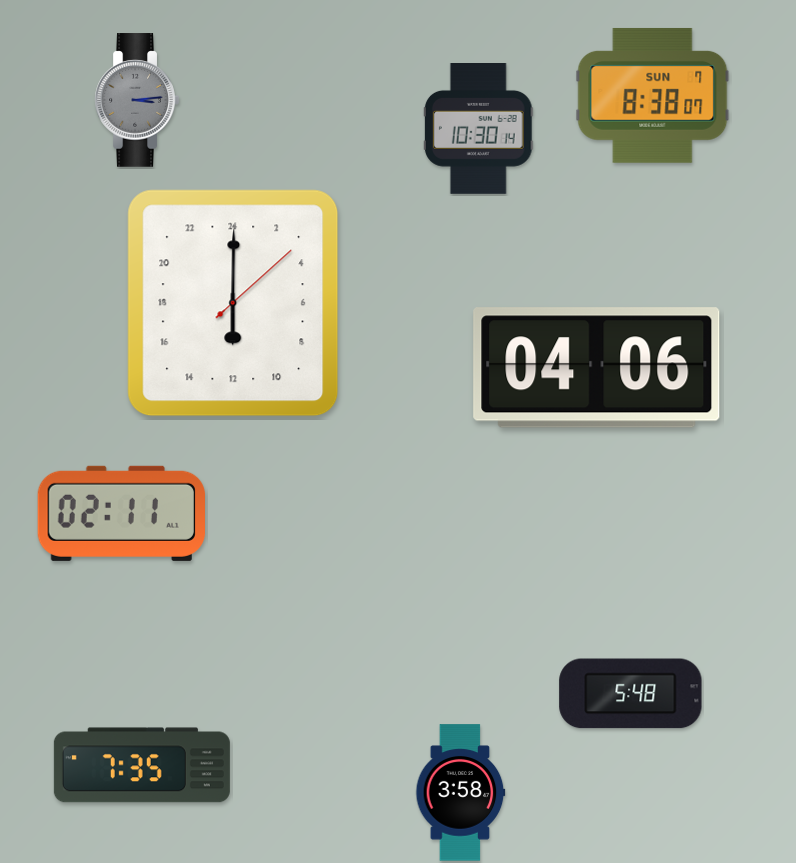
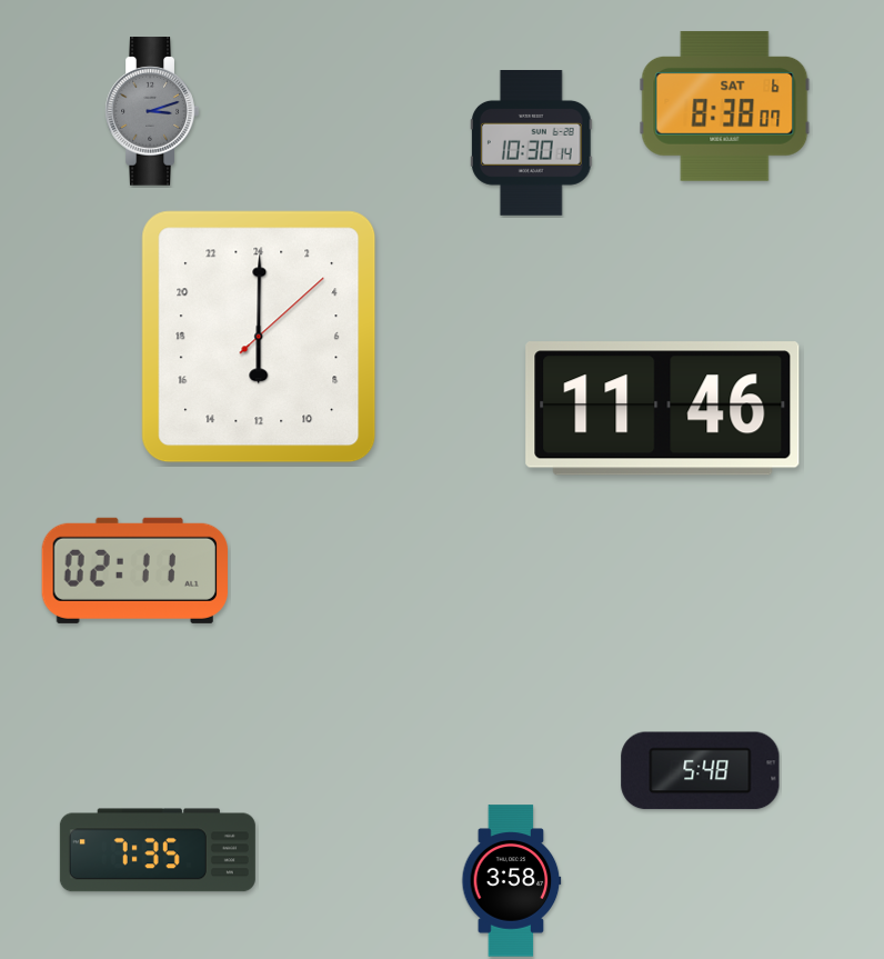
clock at (653, 95) date: SUN 7 -> SAT 6
clock at (137, 100): 3:14 -> 3:12
clock at (597, 368): 04:06 -> 11:46
